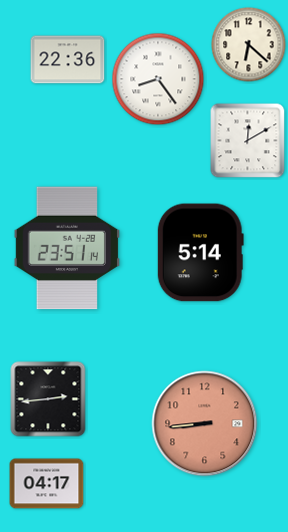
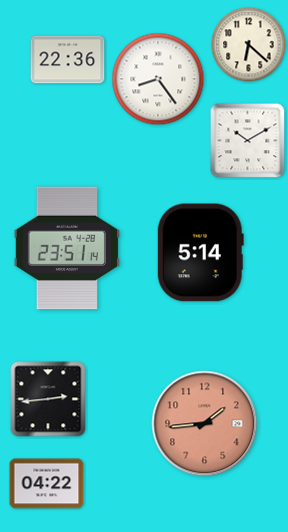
clock at (248, 141): 12:10 -> 10:10
clock at (205, 424): 8:44 -> 1:44
clock at (47, 484): 04:17 -> 04:22
